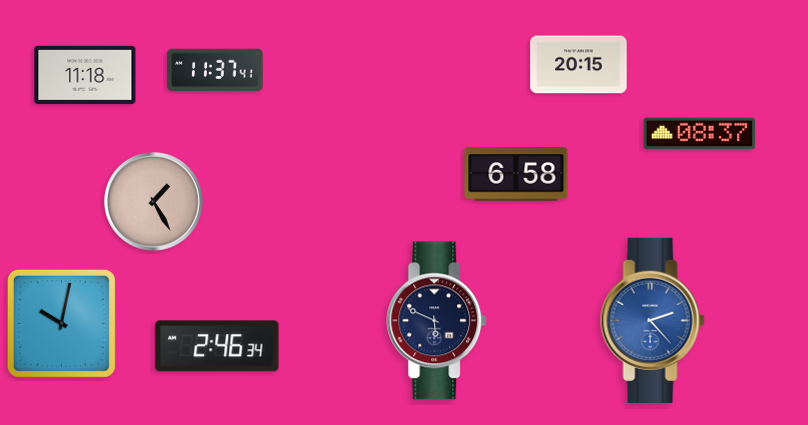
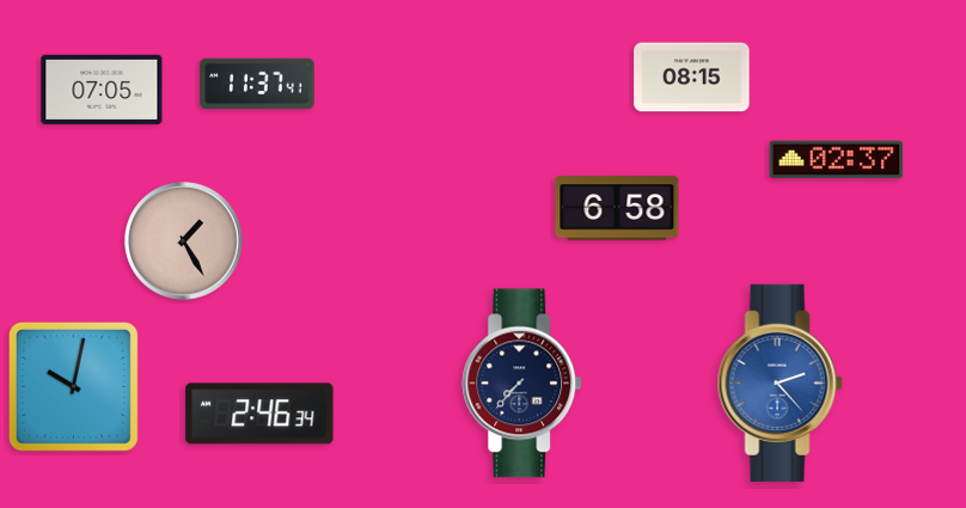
clock at (579, 65): 20:15 -> 08:15
clock at (85, 75): 11:18 -> 07:05
clock at (700, 134): 08:37 -> 02:37
clock at (437, 321): 5:49 -> 7:37
